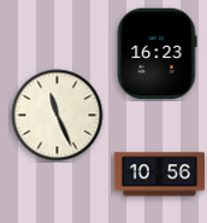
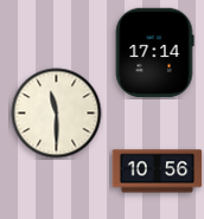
clock at (156, 54): 16:23 -> 17:14
clock at (58, 116): 11:26 -> 11:30
